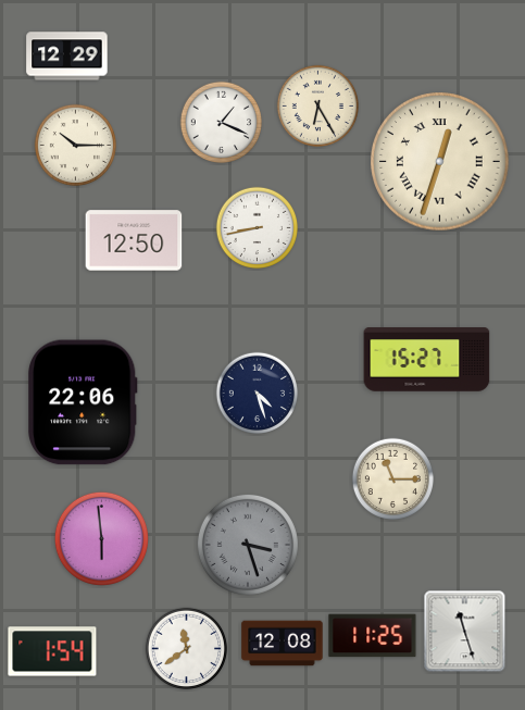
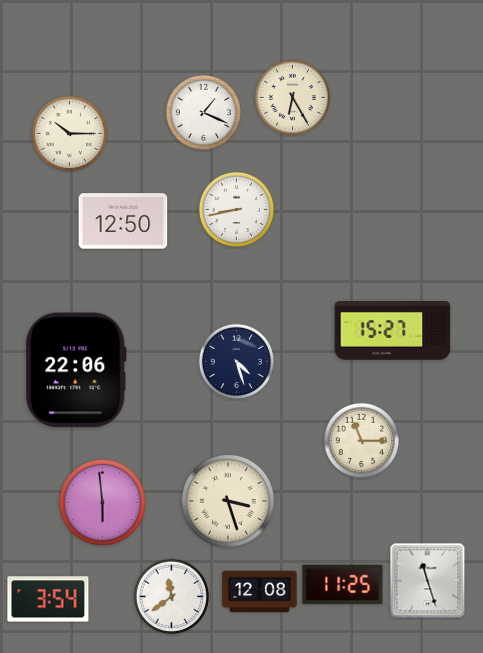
clock at (67, 57): 12:29 -> none
clock at (440, 162): 12:33 -> none
clock at (101, 538) position: (101, 538) -> (102, 502)
clock at (248, 545) dial: grey -> cream
clock at (52, 651): 1:54 -> 3:54
